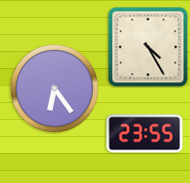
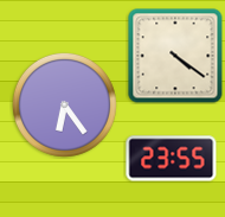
clock at (148, 47): 4:25 -> 4:21
